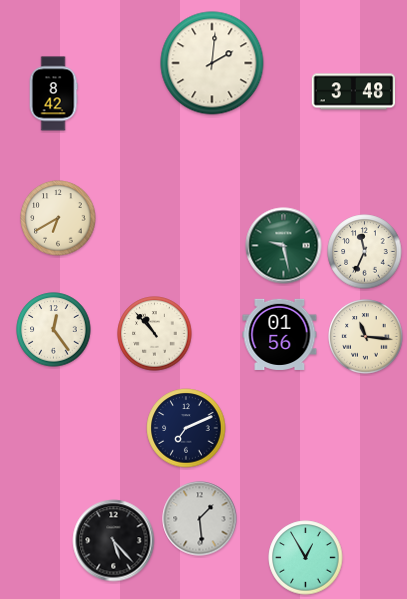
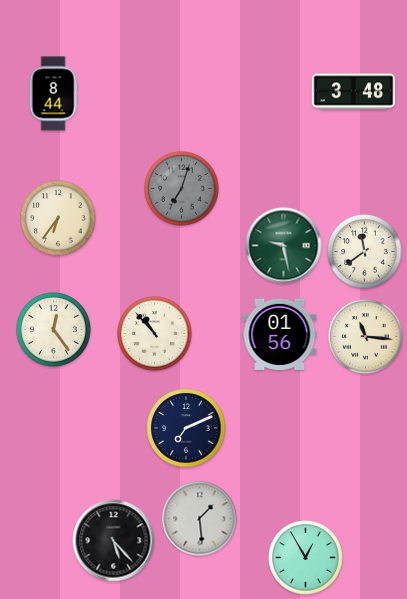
clock at (212, 63): 2:01 -> none
clock at (53, 94): 8:42 -> 8:44
clock at (182, 189): none -> 7:03
clock at (58, 218): 6:40 -> 6:36
clock at (365, 252): 11:34 -> 11:39
